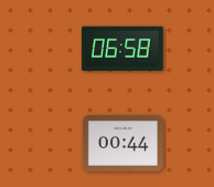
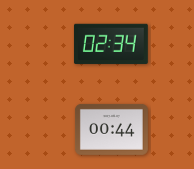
clock at (122, 49): 06:58 -> 02:34
